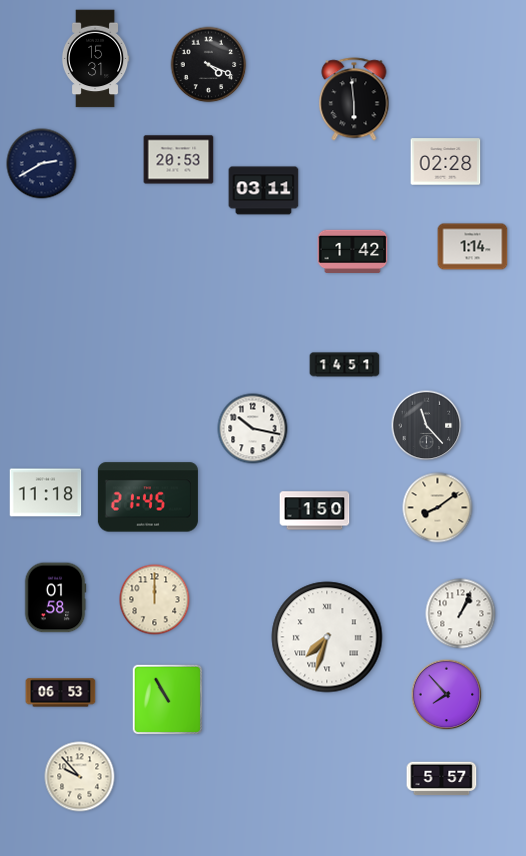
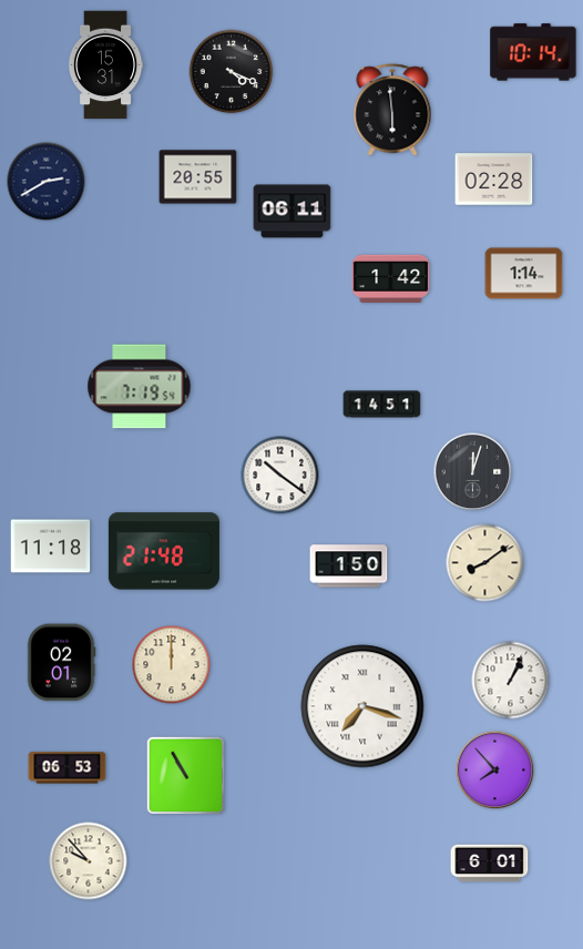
clock at (533, 52): none -> 10:14
clock at (179, 160): 20:53 -> 20:55
clock at (264, 191): 03:11 -> 06:11
clock at (140, 387): none -> 7:19
clock at (427, 426): 11:23 -> 12:03
clock at (253, 429): 10:17 -> 10:21
clock at (148, 497): 21:45 -> 21:48
clock at (55, 598): 01:58 -> 02:01
clock at (327, 637): 7:33 -> 7:18
clock at (442, 779): 5:57 -> 6:01
